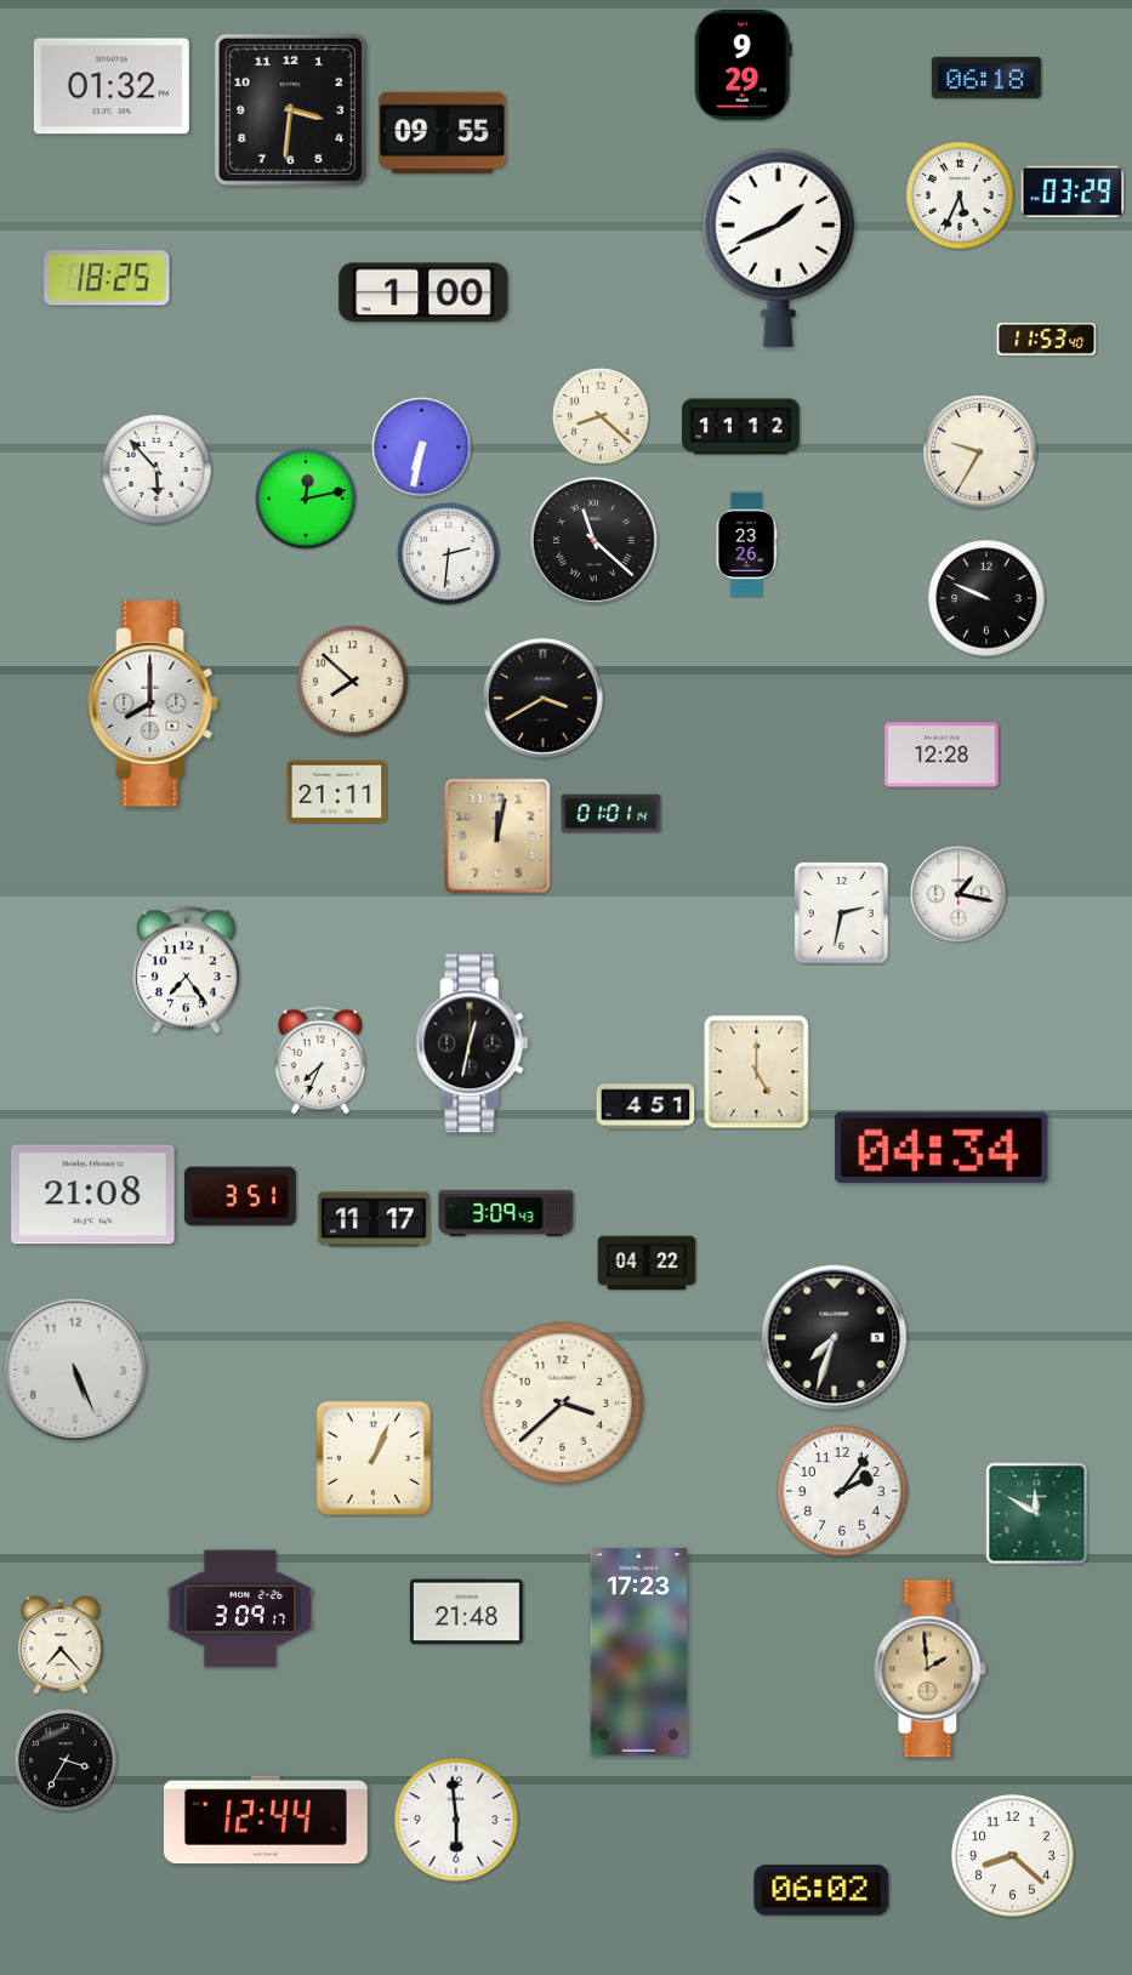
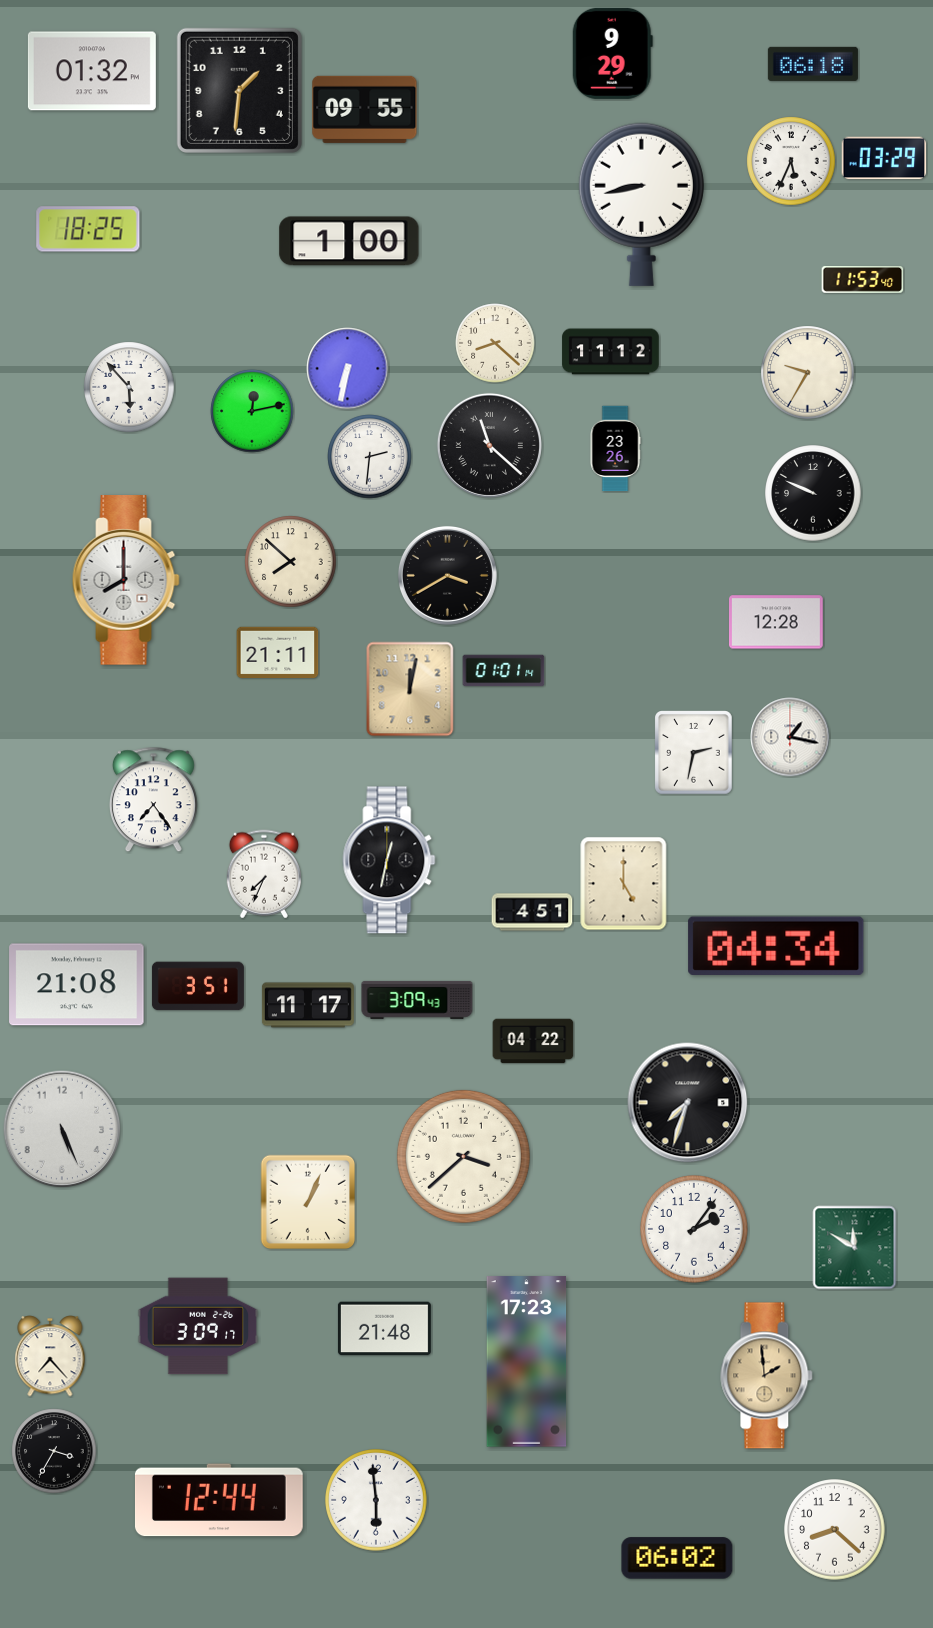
clock at (290, 109): 3:31 -> 1:31
clock at (778, 247): 1:41 -> 8:43
